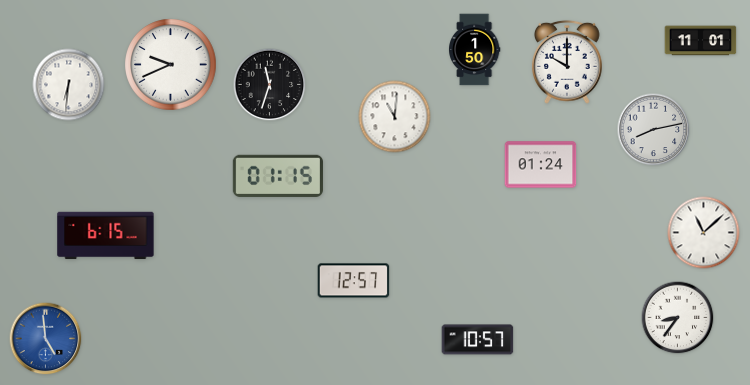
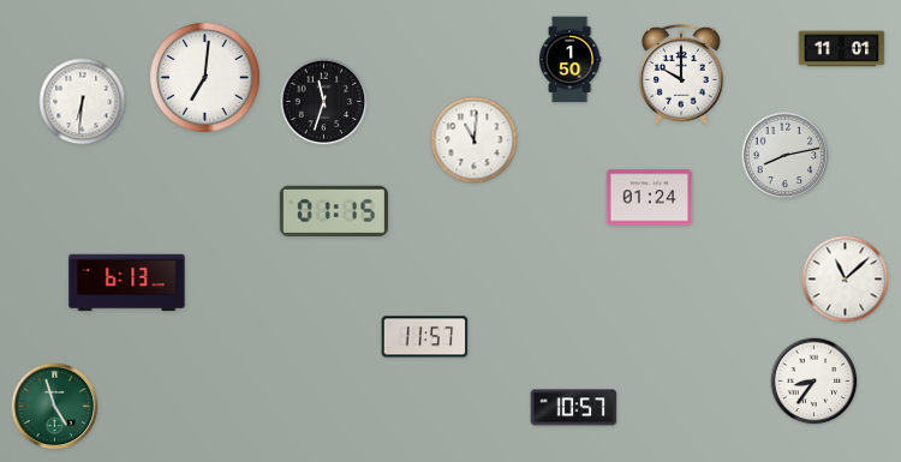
clock at (171, 65): 9:41 -> 7:01
clock at (106, 236): 6:15 -> 6:13
clock at (354, 281): 12:57 -> 11:57
clock at (46, 339): 4:59 -> 4:57
clock at (46, 339) dial: blue -> green
